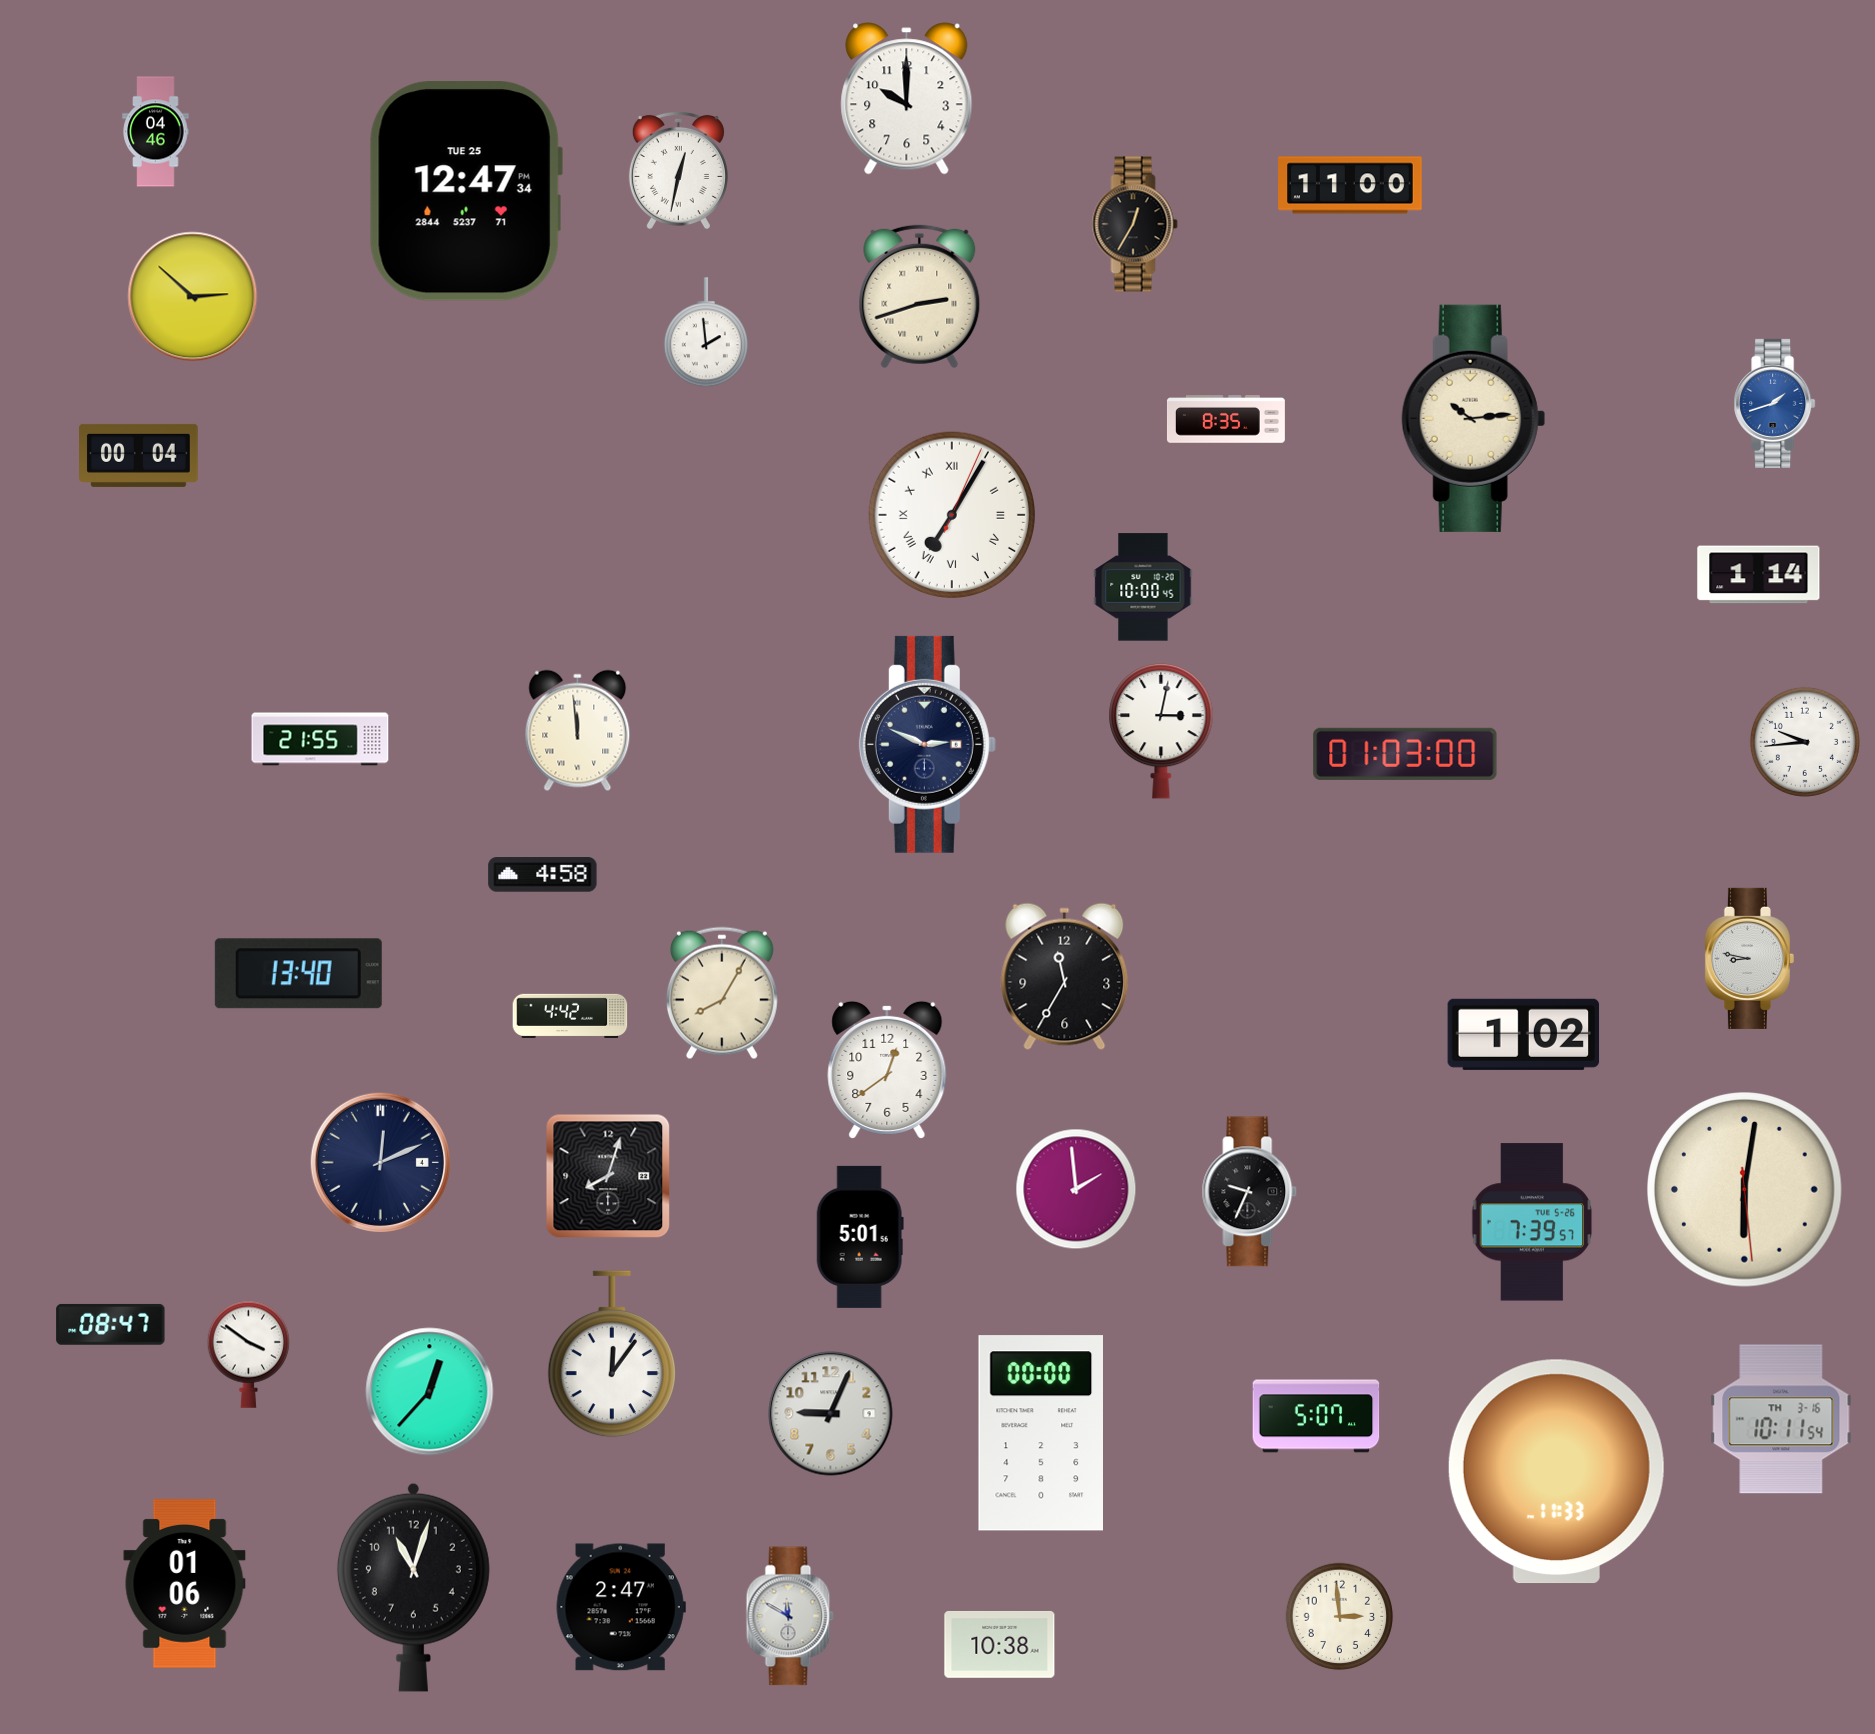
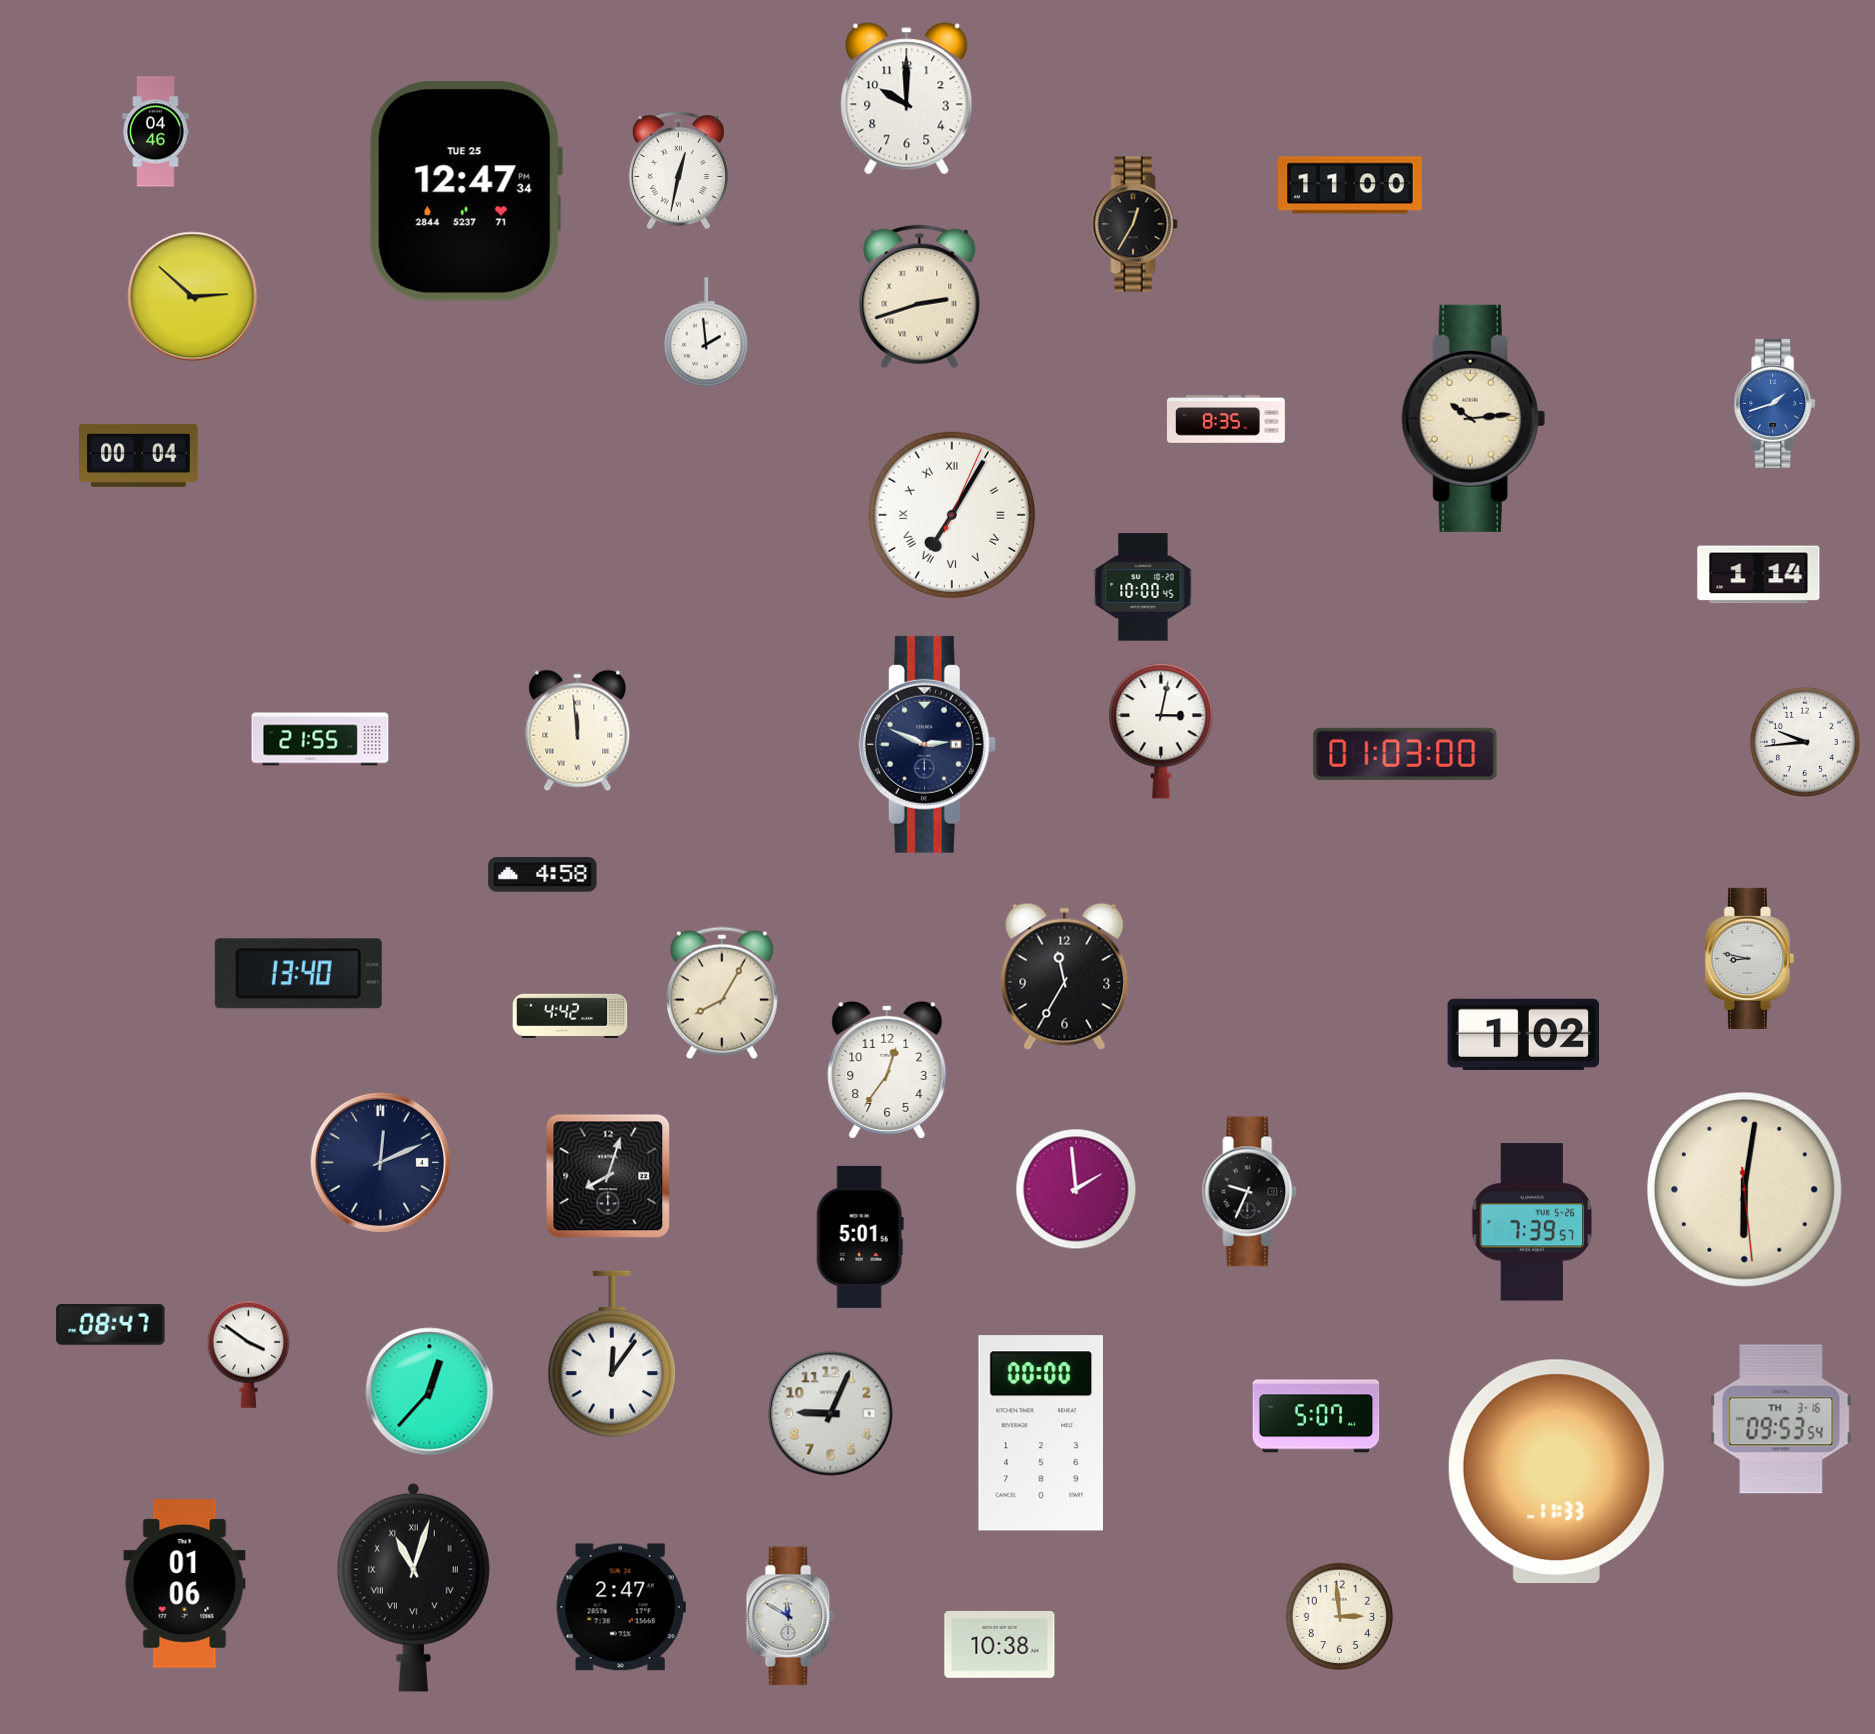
clock at (887, 1070): 12:39 -> 12:36
clock at (1781, 1419): 10:11 -> 09:53
clock at (413, 1587) numerals: Arabic -> Roman
